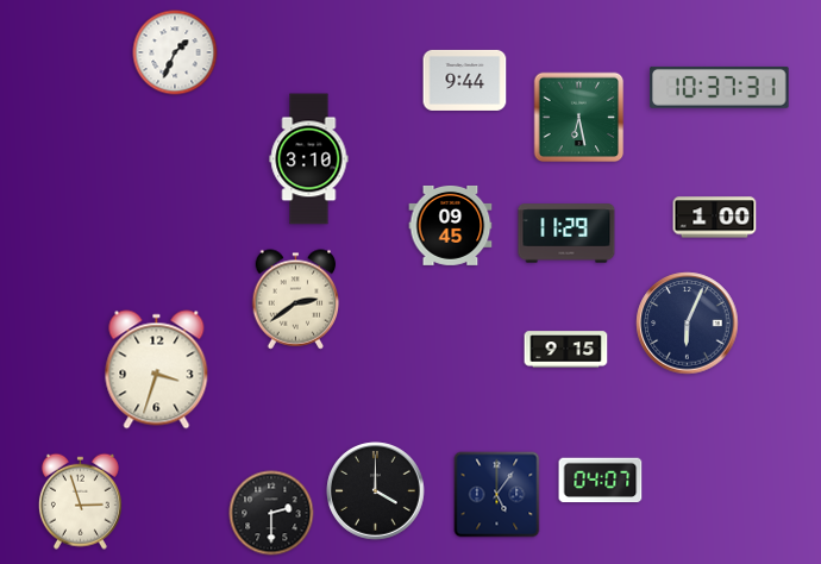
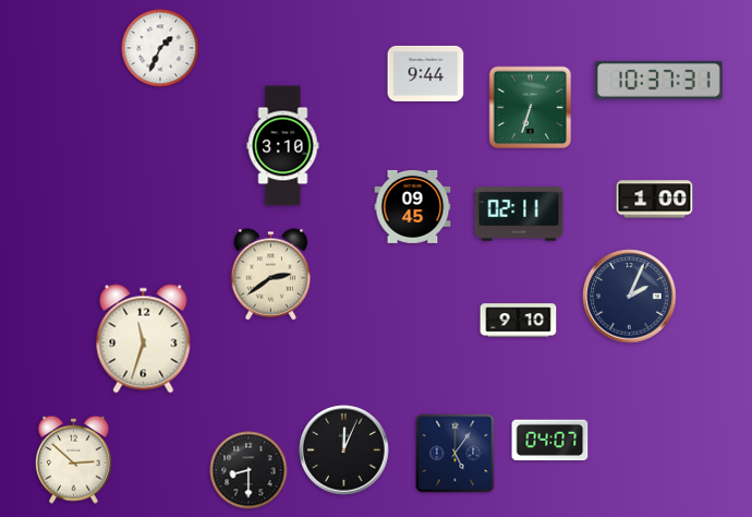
clock at (579, 118): 6:28 -> 6:33
clock at (566, 233): 11:29 -> 02:11
clock at (688, 324): 6:04 -> 2:04
clock at (566, 350): 9:15 -> 9:10
clock at (157, 370): 3:33 -> 11:33
clock at (376, 491): 4:00 -> 12:04
clock at (80, 501): 2:57 -> 2:52
clock at (271, 513): 2:30 -> 8:30
